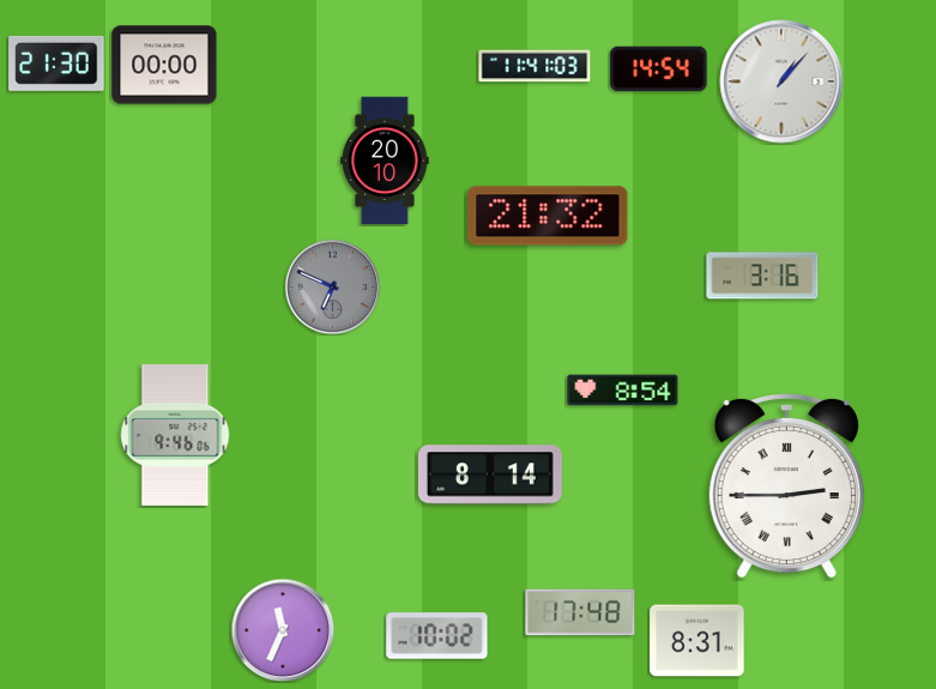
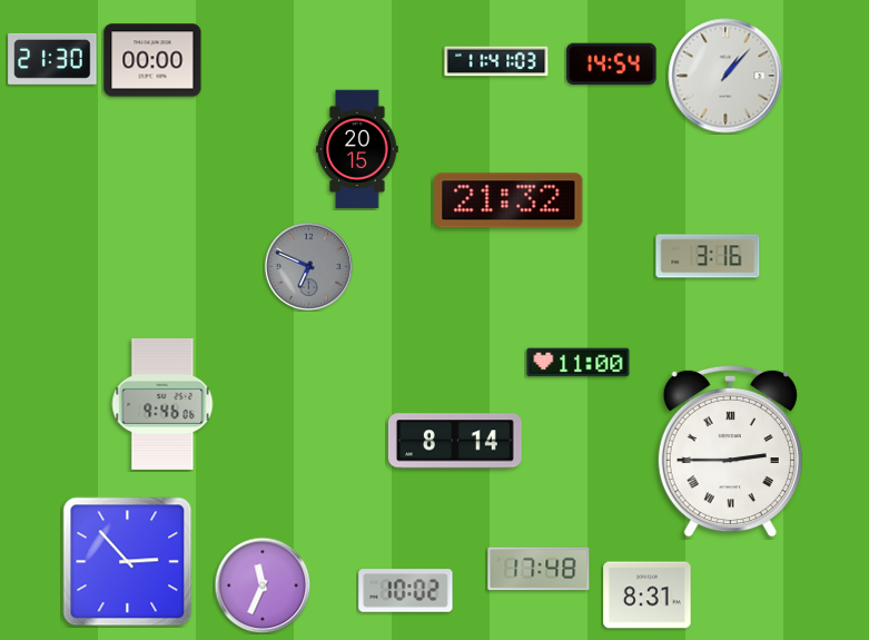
clock at (385, 161): 20:10 -> 20:15
clock at (623, 391): 8:54 -> 11:00
clock at (128, 562): none -> 2:53
